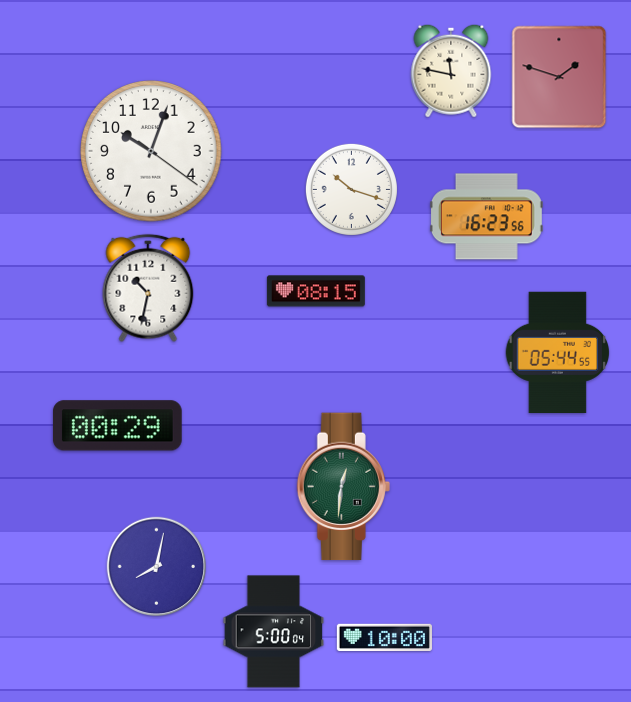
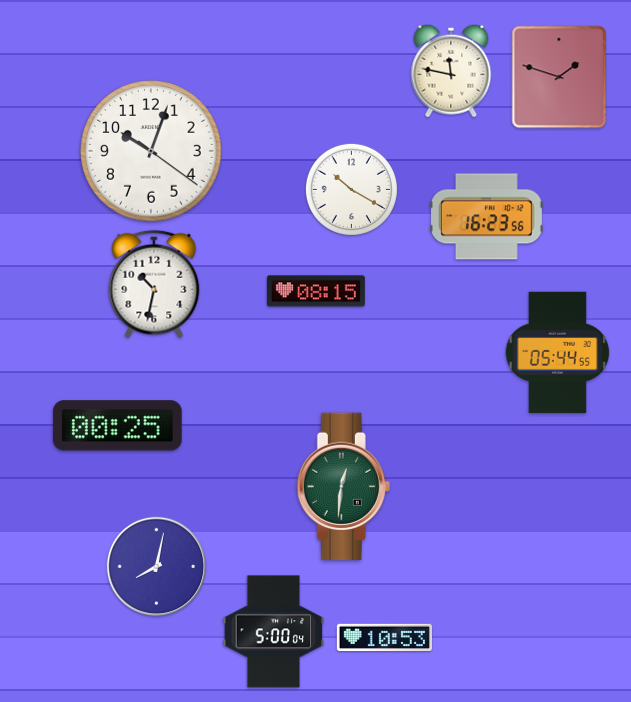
clock at (351, 189): 10:18 -> 10:20
clock at (148, 288) position: (148, 288) -> (154, 284)
clock at (117, 426): 00:29 -> 00:25
clock at (384, 638): 10:00 -> 10:53
